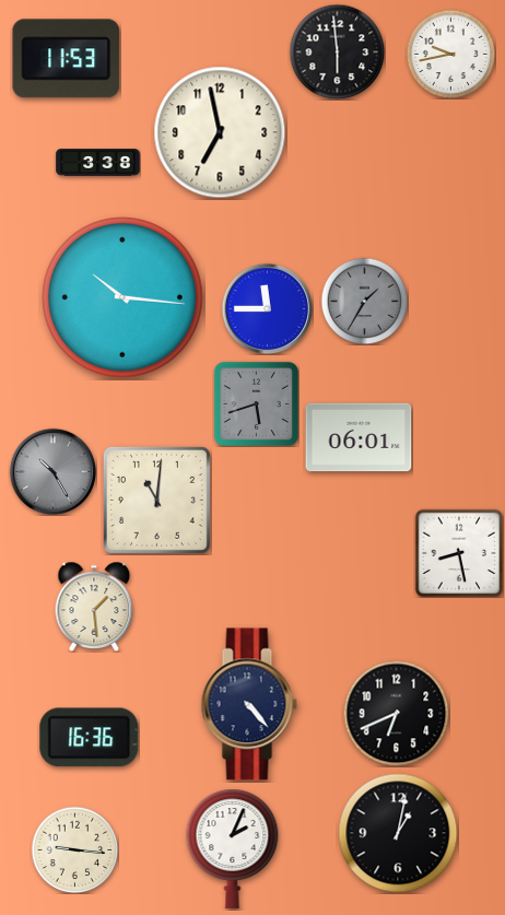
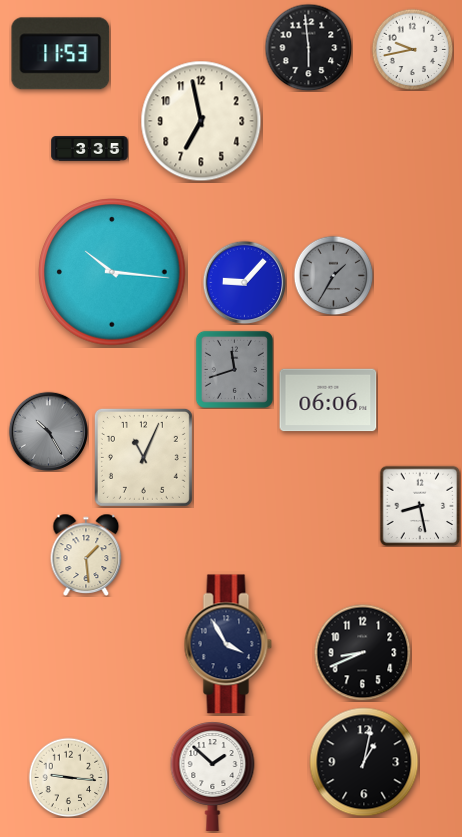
clock at (98, 163): 3:38 -> 3:35
clock at (267, 308): 11:45 -> 9:07
clock at (256, 403): 5:42 -> 11:42
clock at (359, 437): 06:01 -> 06:06
clock at (156, 500): 11:01 -> 11:04
clock at (249, 704): 4:23 -> 3:55
clock at (396, 713): 6:41 -> 8:41
clock at (90, 738): 16:36 -> none
clock at (233, 848): 2:04 -> 1:52
